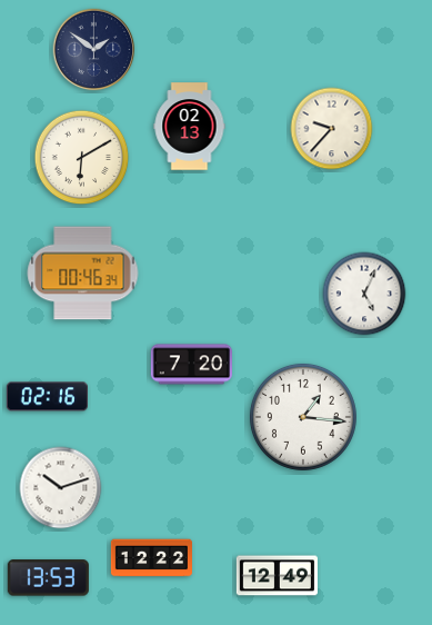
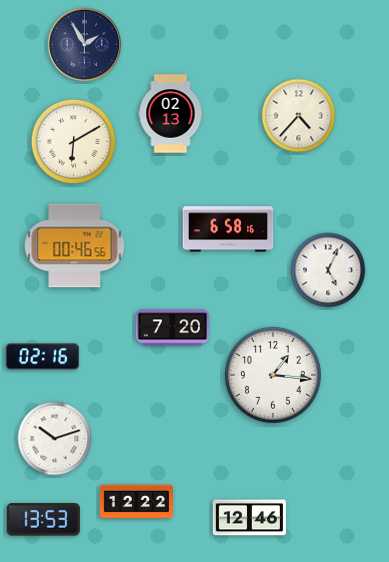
clock at (94, 50): 1:51 -> 1:55
clock at (332, 129): 9:37 -> 4:37
clock at (228, 229): none -> 6:58
clock at (83, 274): 00:46:34 -> 00:46:56
clock at (364, 294) position: (364, 294) -> (328, 270)
clock at (277, 576): 12:49 -> 12:46
